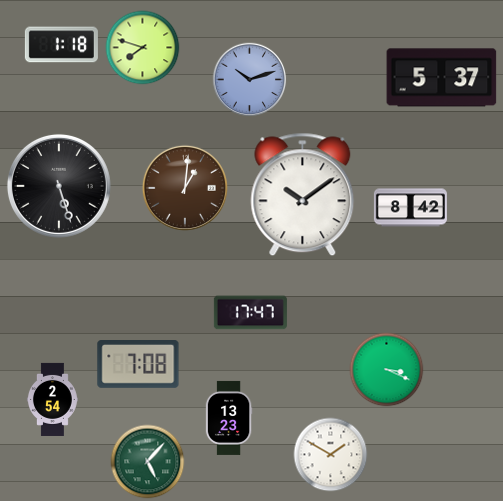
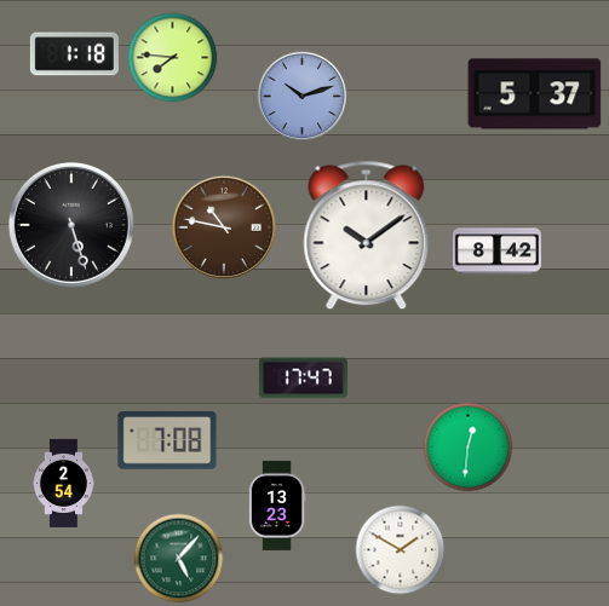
clock at (143, 48): 7:48 -> 7:46
clock at (185, 188): 1:01 -> 10:47
clock at (387, 370): 3:19 -> 12:31
